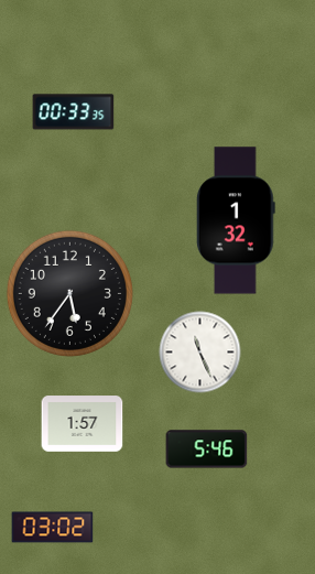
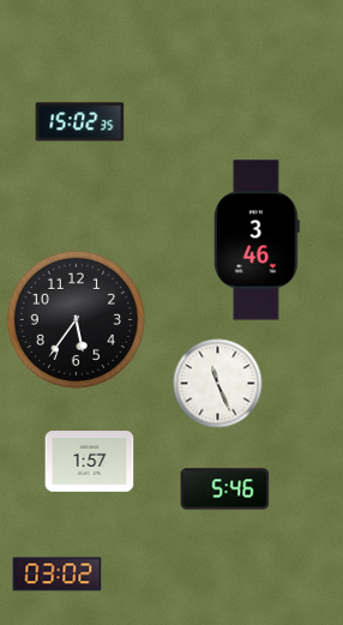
clock at (74, 112): 00:33 -> 15:02
clock at (237, 220): 1:32 -> 3:46
